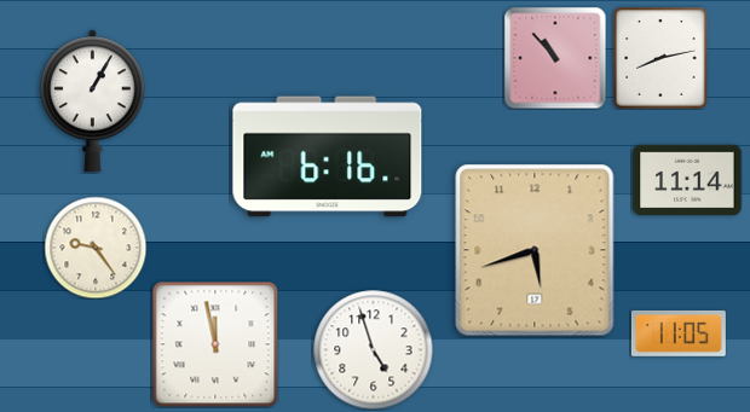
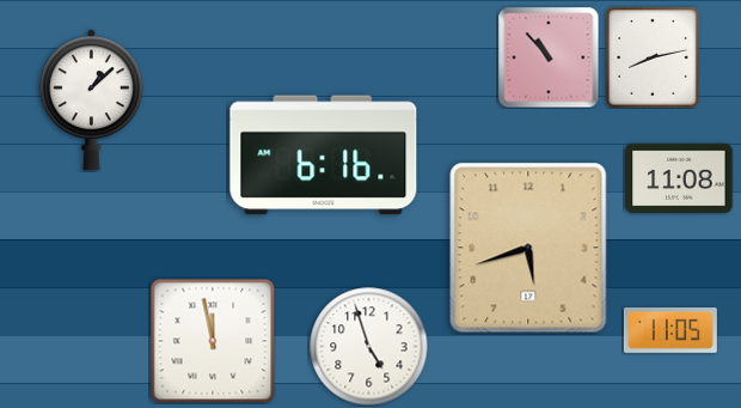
clock at (92, 101): 1:05 -> 1:08
clock at (687, 180): 11:14 -> 11:08
clock at (96, 248): 9:24 -> none
